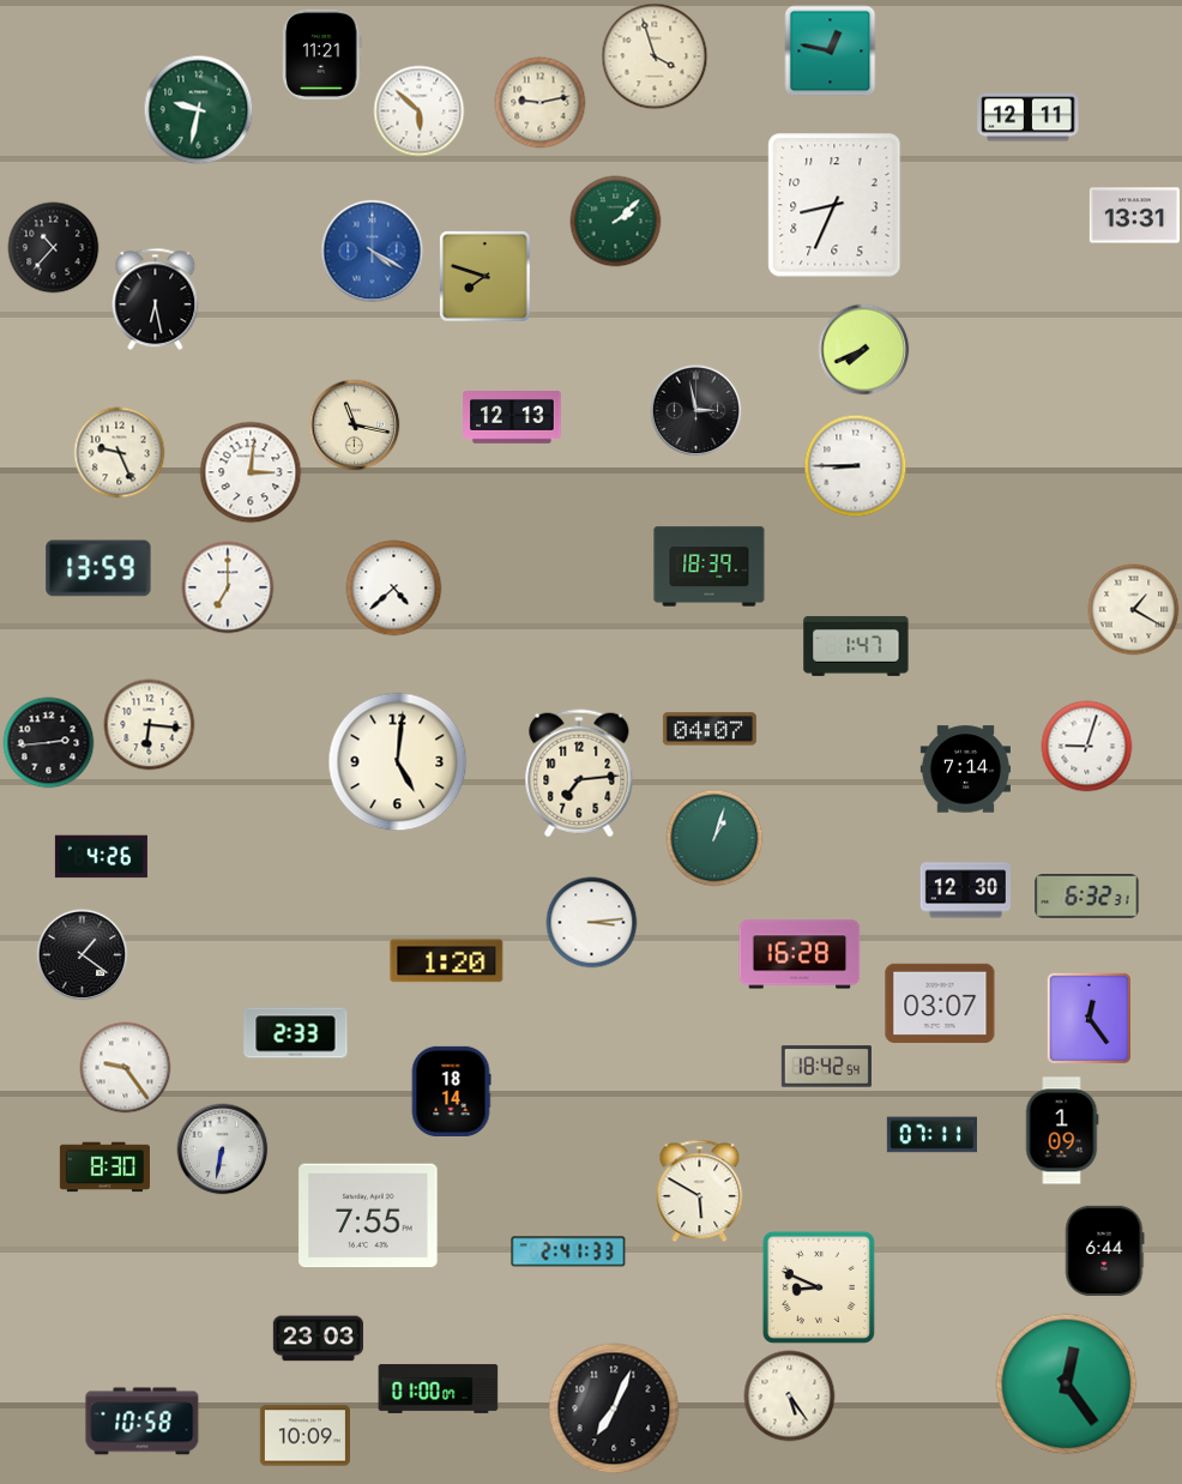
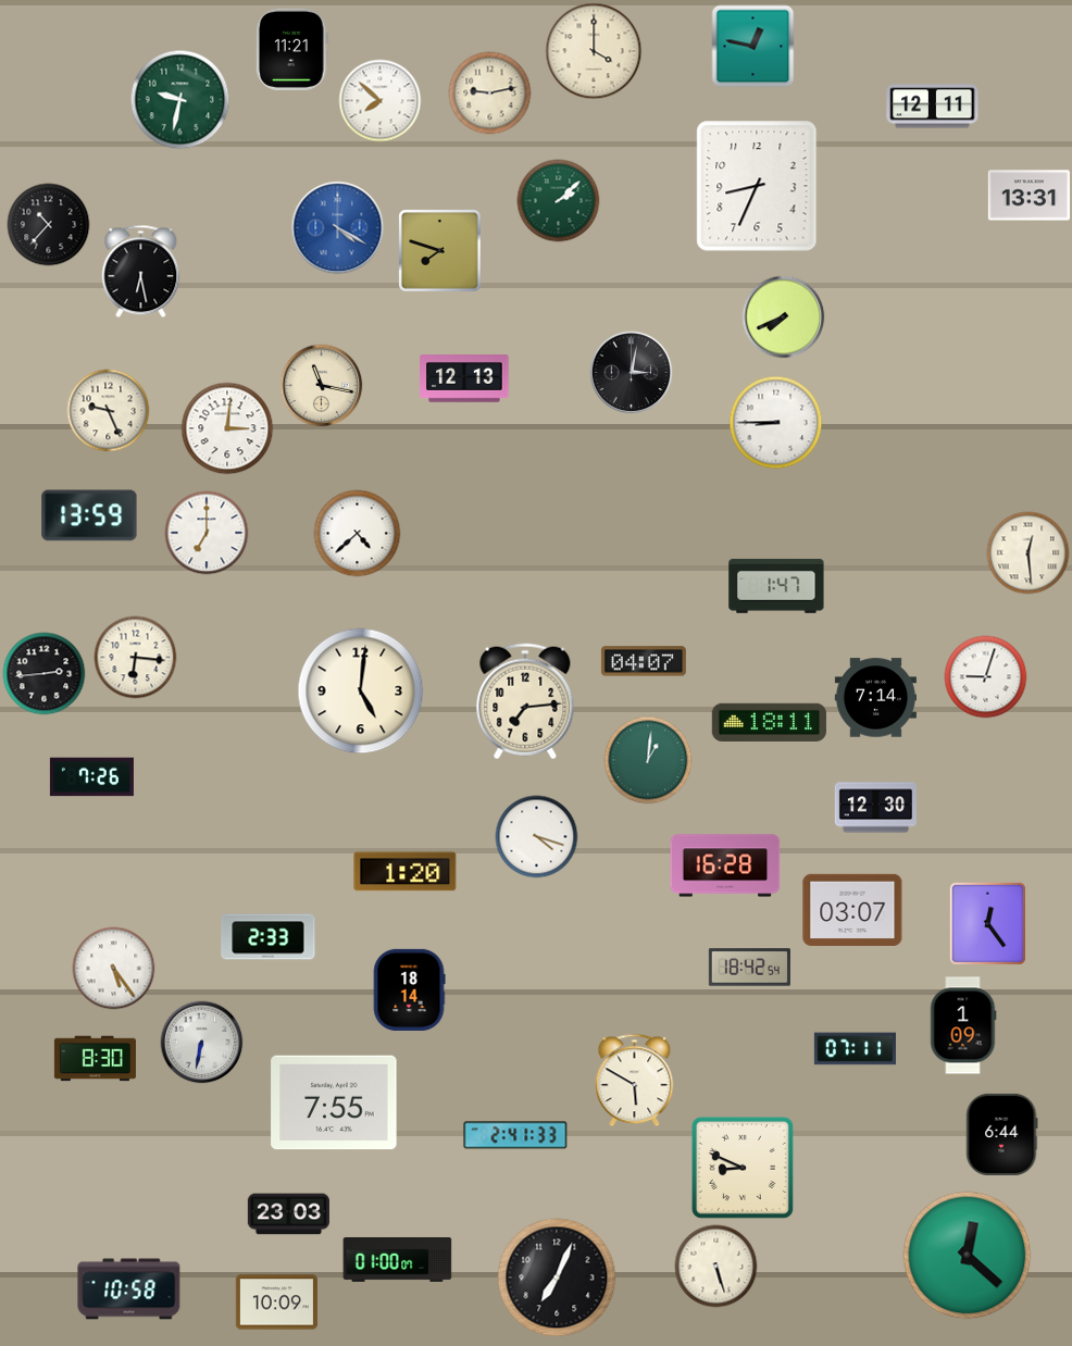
clock at (655, 56): 3:57 -> 4:00
clock at (420, 111): 5:52 -> 7:52
clock at (696, 411): 2:58 -> 3:02
clock at (710, 567): 18:39 -> none
clock at (1134, 610): 1:20 -> 12:29
clock at (769, 722): none -> 18:11
clock at (714, 838): 1:03 -> 1:01
clock at (101, 857): 4:26 -> 7:26
clock at (1087, 897): 6:32 -> none
clock at (592, 923): 3:14 -> 4:18
clock at (83, 955): 1:21 -> none
clock at (126, 1068): 9:24 -> 5:24
clock at (931, 1135) position: (931, 1135) -> (855, 1049)
clock at (1067, 1385): 12:24 -> 12:22
clock at (790, 1396): 5:24 -> 5:27
